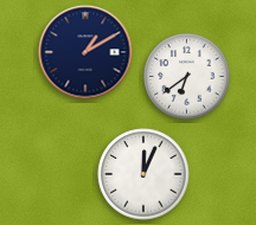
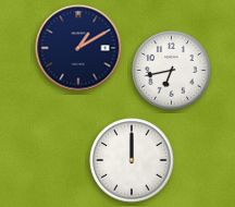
clock at (187, 77): 6:39 -> 6:43
clock at (143, 174): 12:04 -> 12:00
